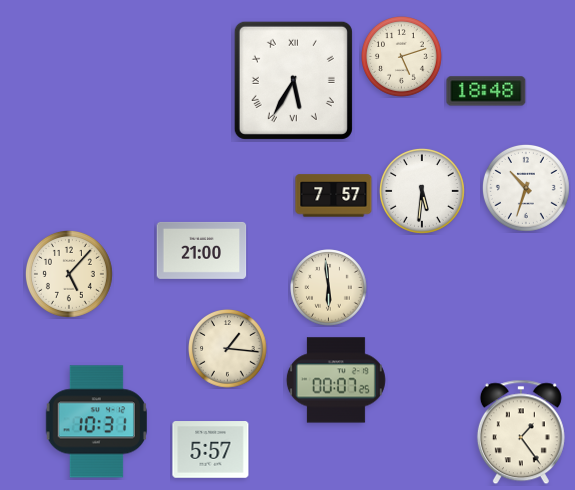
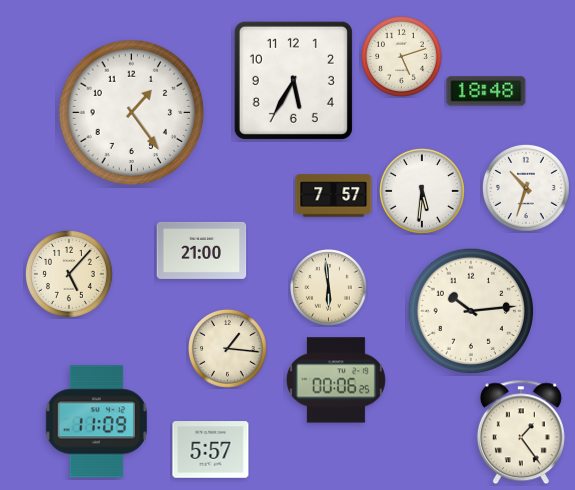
clock at (293, 80) numerals: Roman -> Arabic
clock at (132, 113): none -> 1:24
clock at (470, 310): none -> 10:14
clock at (336, 380): 00:07 -> 00:06
clock at (96, 422): 10:31 -> 11:09
